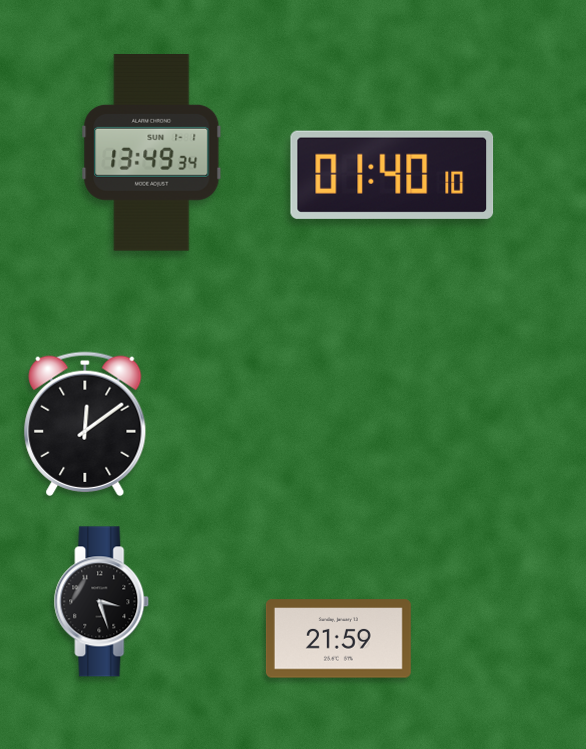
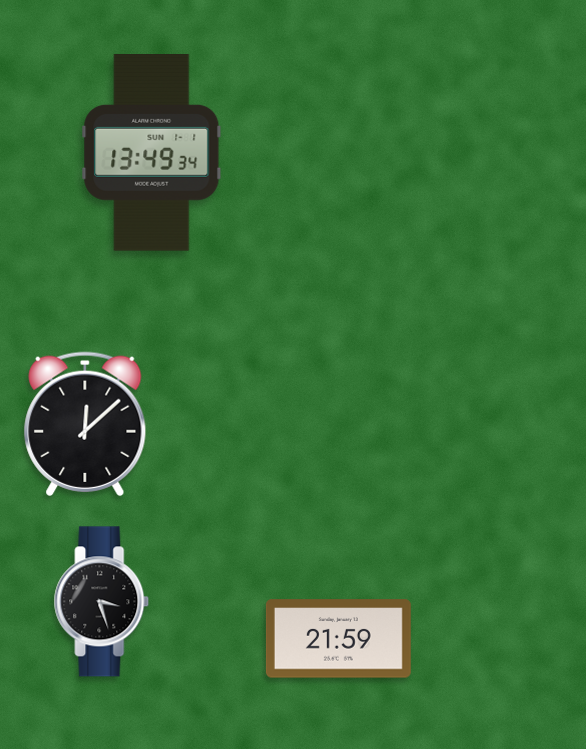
clock at (392, 175): 01:40 -> none
clock at (85, 424): 12:09 -> 12:08
